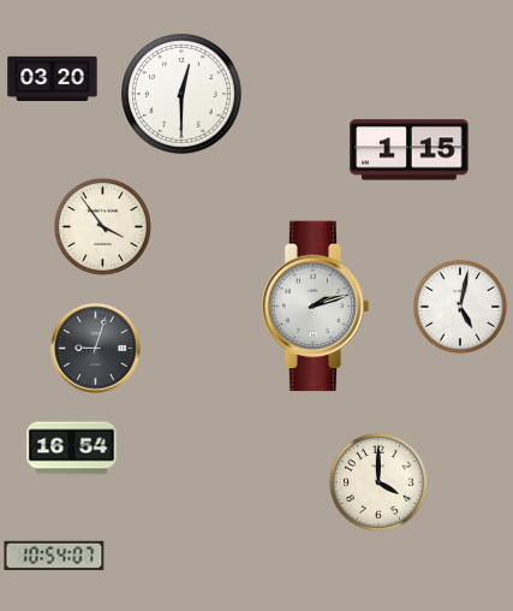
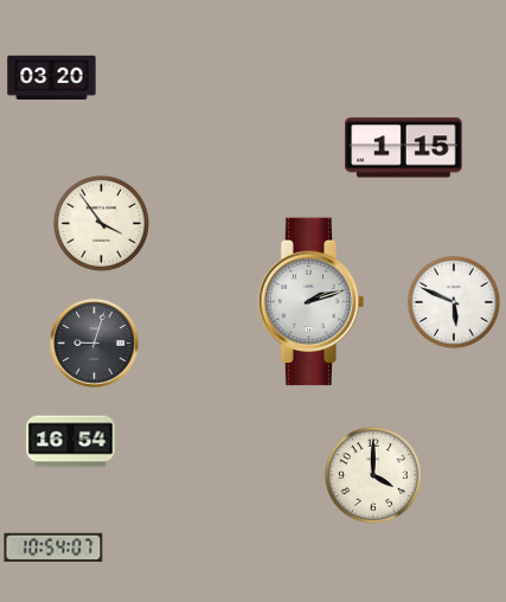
clock at (183, 95): 12:30 -> none
clock at (460, 307): 5:02 -> 5:49
